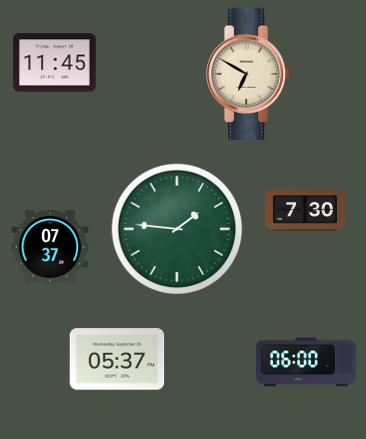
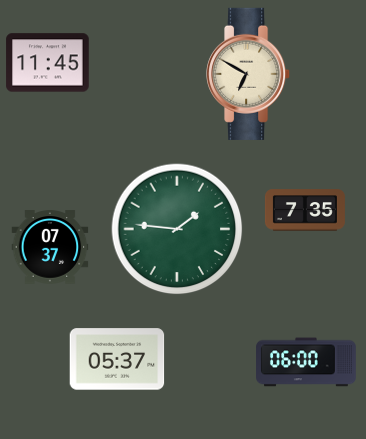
clock at (55, 63) position: (55, 63) -> (48, 63)
clock at (305, 210): 7:30 -> 7:35
